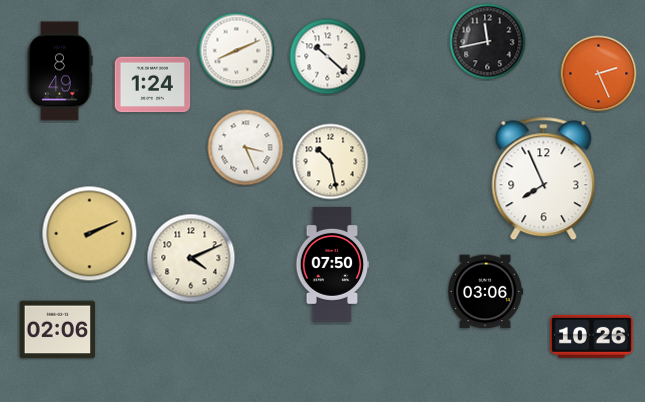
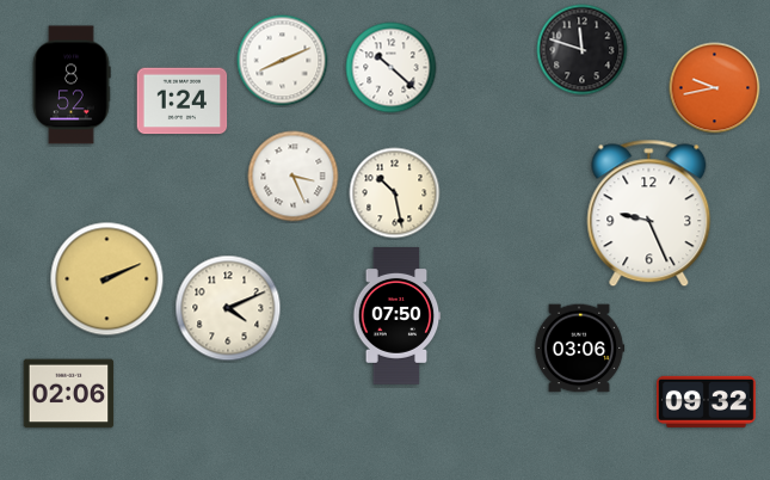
clock at (488, 42): 11:43 -> 11:48
clock at (60, 71): 8:49 -> 8:52
clock at (599, 74): 2:26 -> 9:43
clock at (544, 179): 7:56 -> 9:26
clock at (592, 336): 10:26 -> 09:32
